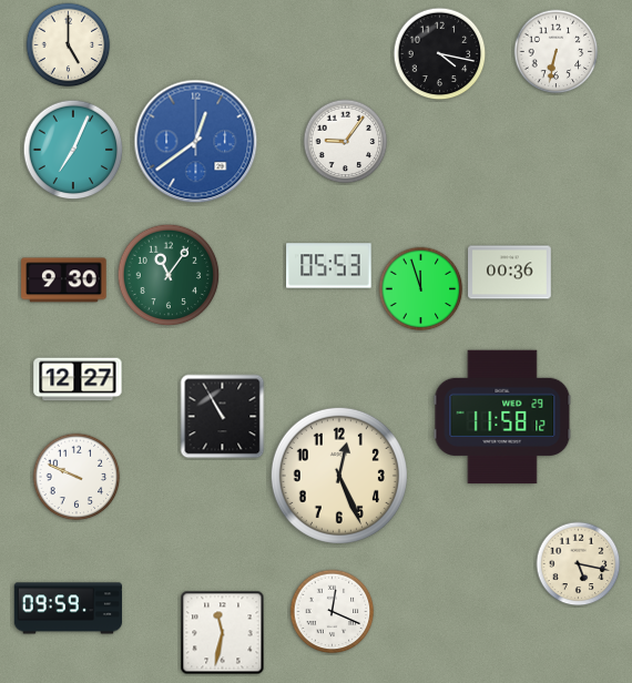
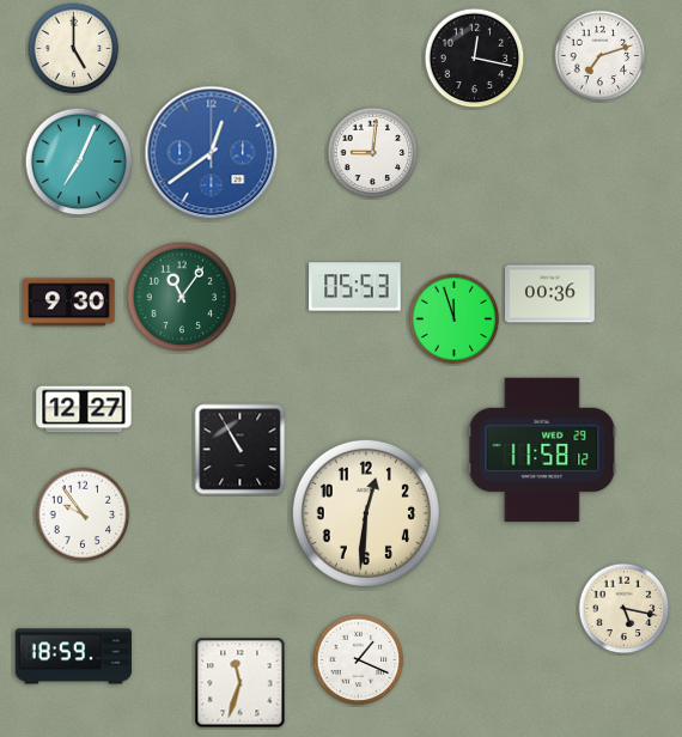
clock at (557, 52): 6:32 -> 7:12
clock at (440, 54): 4:17 -> 12:17
clock at (346, 142): 9:06 -> 9:01
clock at (421, 289) position: (421, 289) -> (455, 319)
clock at (339, 476): 12:26 -> 12:31
clock at (77, 477): 9:49 -> 9:54
clock at (69, 609): 09:59 -> 18:59
clock at (333, 612): 12:19 -> 1:19
clock at (223, 633): 11:32 -> 11:33
